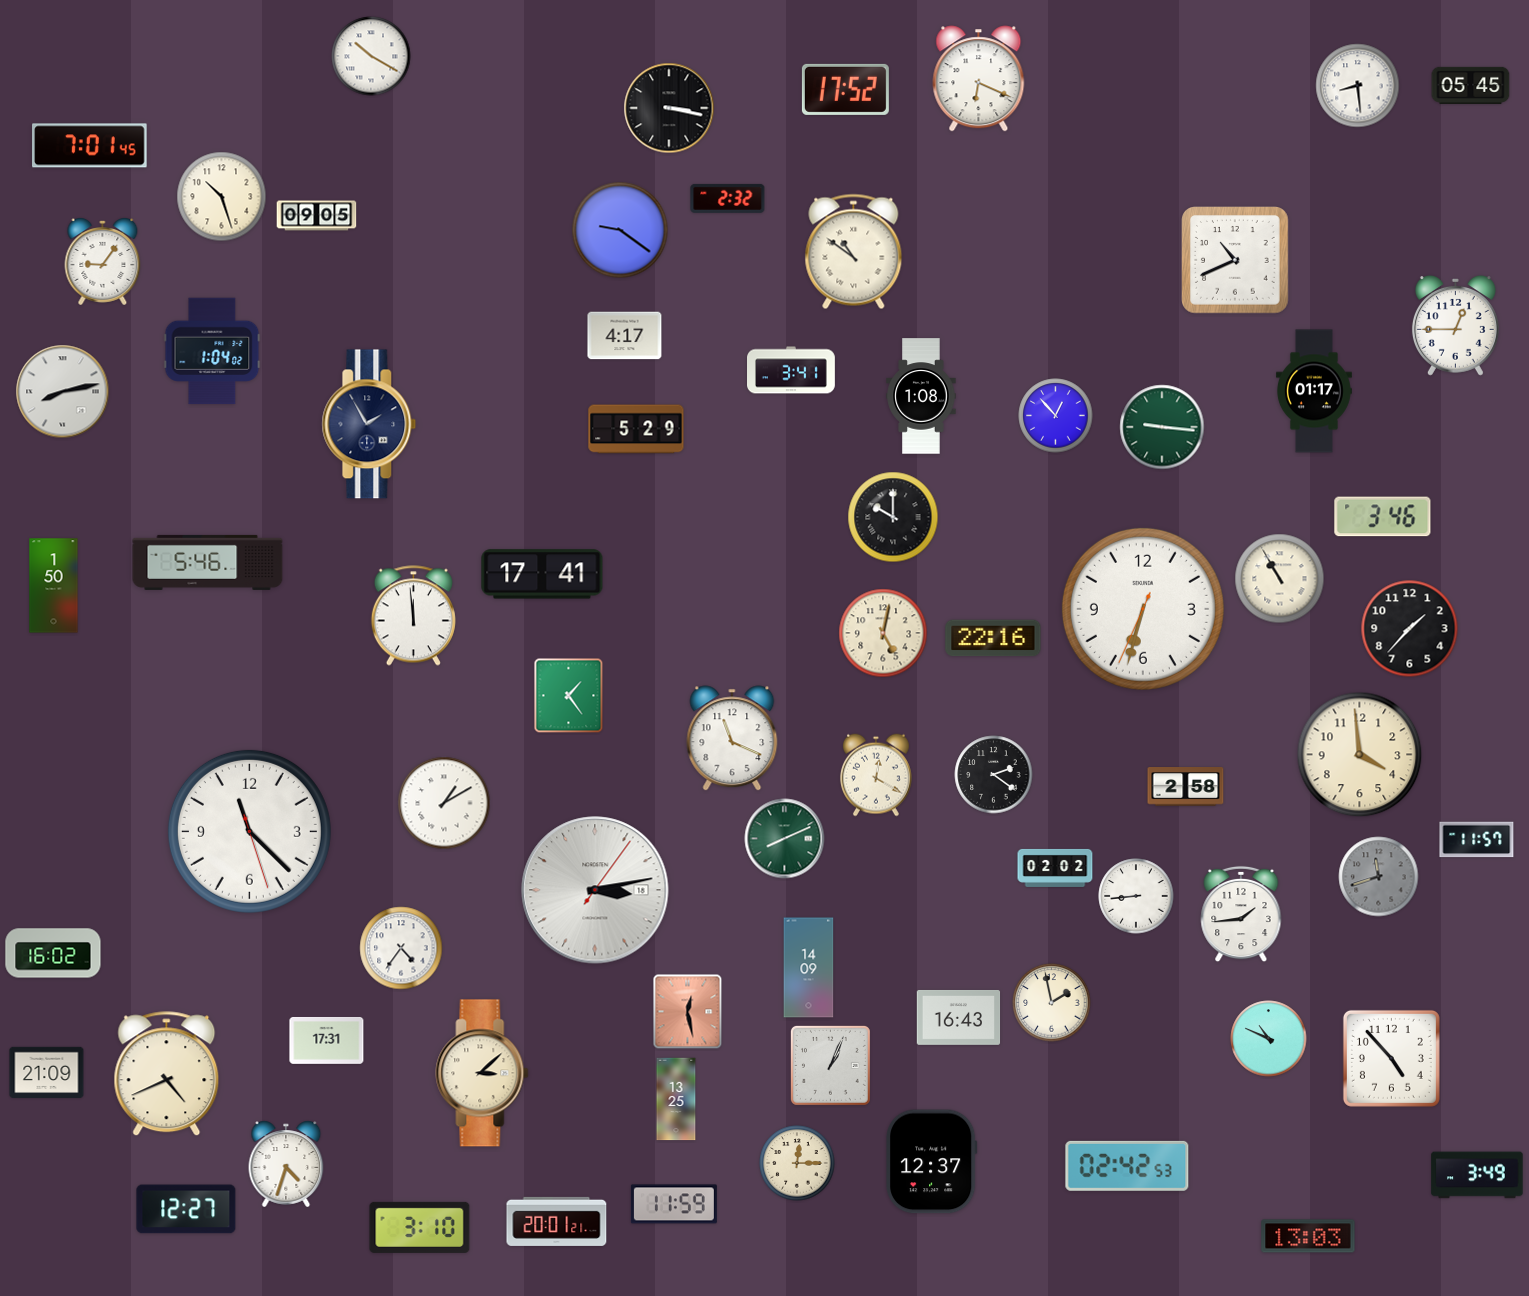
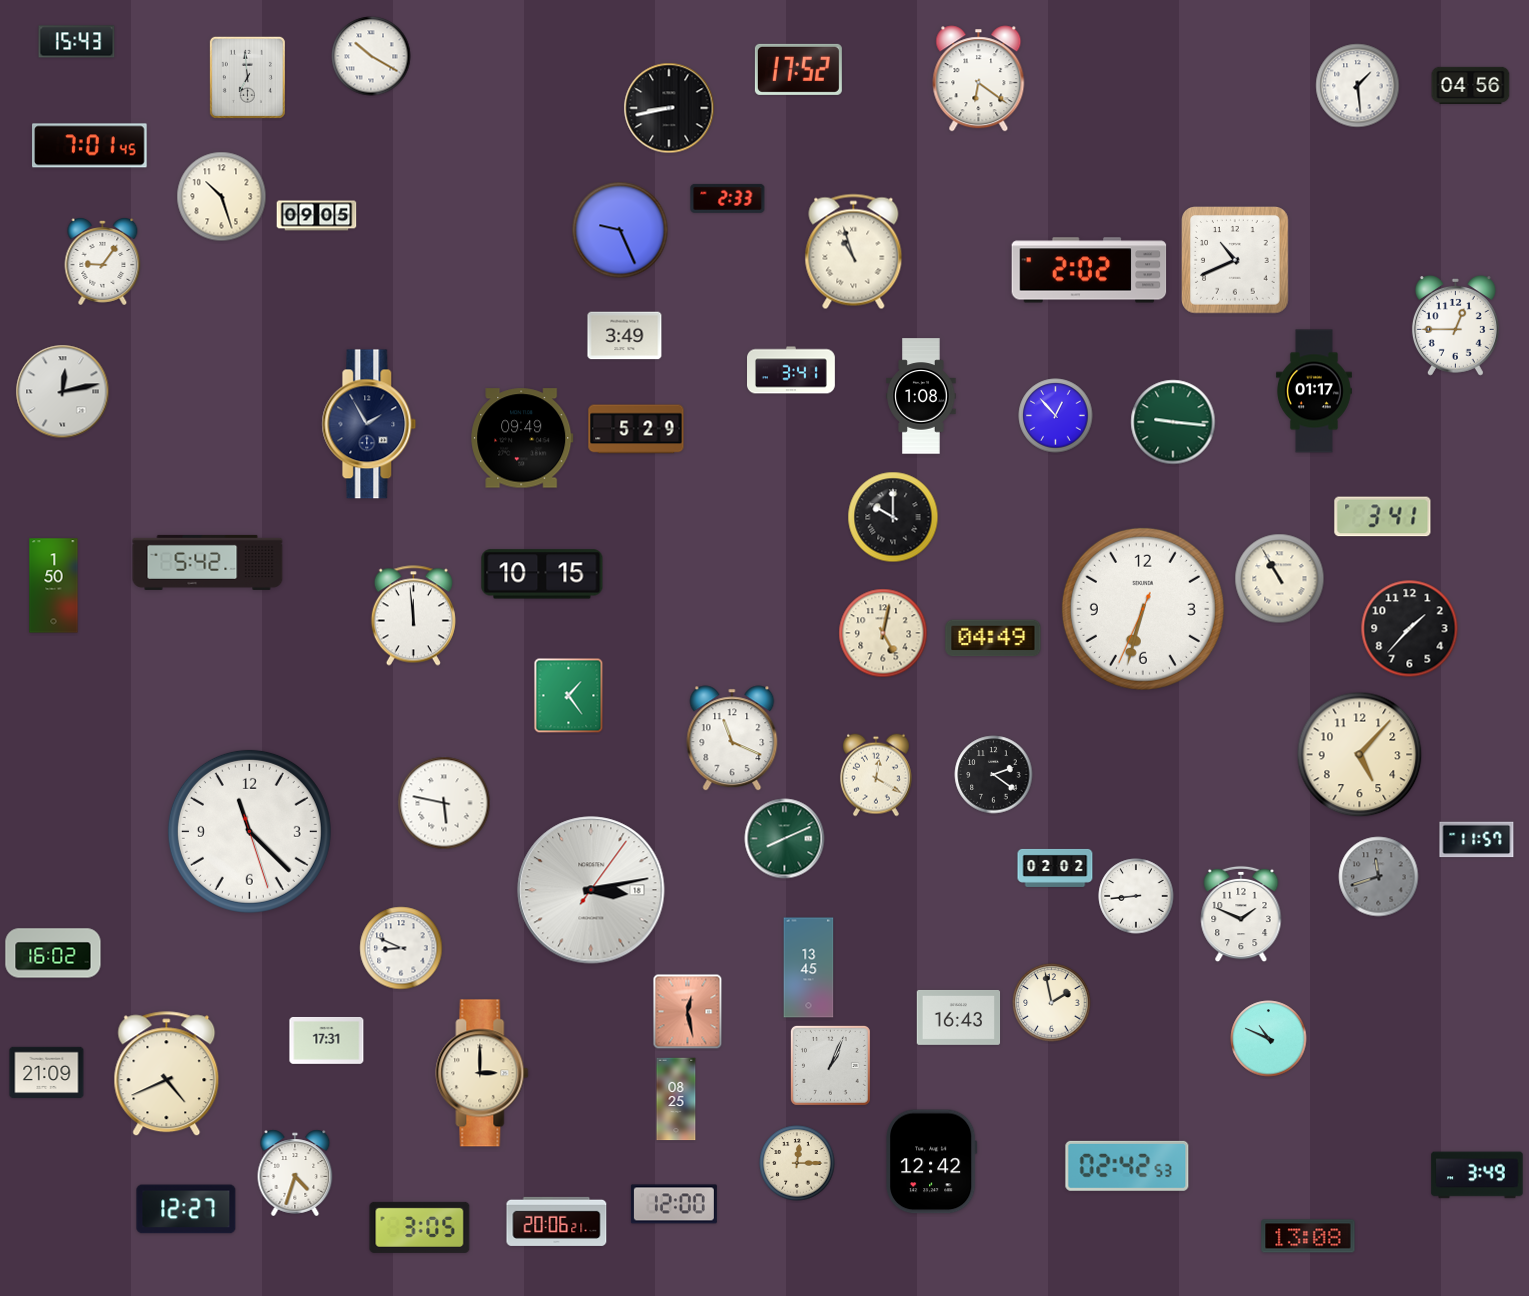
clock at (77, 42): none -> 15:43
clock at (247, 77): none -> 6:59
clock at (979, 79): 6:19 -> 6:21
clock at (1471, 85): 05:45 -> 04:56
clock at (1358, 86): 8:29 -> 1:29
clock at (845, 89) position: (845, 89) -> (798, 69)
clock at (669, 108): 3:17 -> 8:43
clock at (728, 198): 2:32 -> 2:33
clock at (620, 230): 9:21 -> 9:26
clock at (854, 252): 10:51 -> 10:57
clock at (1089, 270): none -> 2:02
clock at (625, 336): 4:17 -> 3:49
clock at (212, 351): 1:04 -> none
clock at (63, 392): 8:13 -> 12:13
clock at (1162, 427) position: (1162, 427) -> (1173, 422)
clock at (522, 438): none -> 09:49
clock at (1383, 517): 3:46 -> 3:41
clock at (208, 562): 5:46 -> 5:42
clock at (542, 574): 17:41 -> 10:15
clock at (993, 638): 22:16 -> 04:49
clock at (1360, 755): 3:59 -> 5:07
clock at (1186, 787): 2:58 -> none
clock at (444, 803): 1:10 -> 5:47
clock at (595, 890) position: (595, 890) -> (591, 890)
clock at (1241, 914): 1:44 -> 1:49
clock at (401, 948): 4:36 -> 8:49
clock at (809, 968): 14:09 -> 13:45
clock at (1391, 1058): 4:53 -> none
clock at (482, 1073): 3:08 -> 3:00
clock at (676, 1099): 13:25 -> 08:25
clock at (931, 1162): 12:37 -> 12:42
clock at (286, 1164) position: (286, 1164) -> (295, 1173)
clock at (674, 1204): 11:59 -> 12:00
clock at (557, 1221): 20:01 -> 20:06
clock at (420, 1227): 3:10 -> 3:05
clock at (1308, 1236): 13:03 -> 13:08
